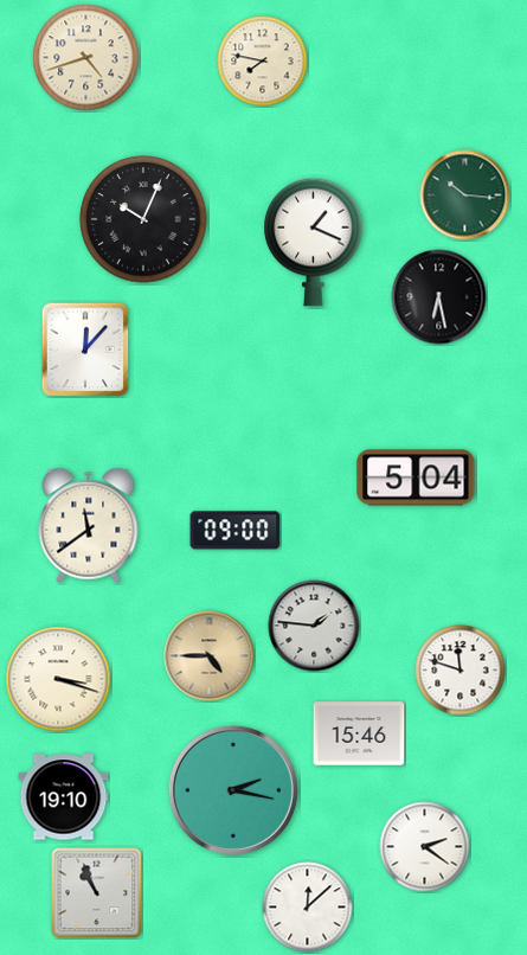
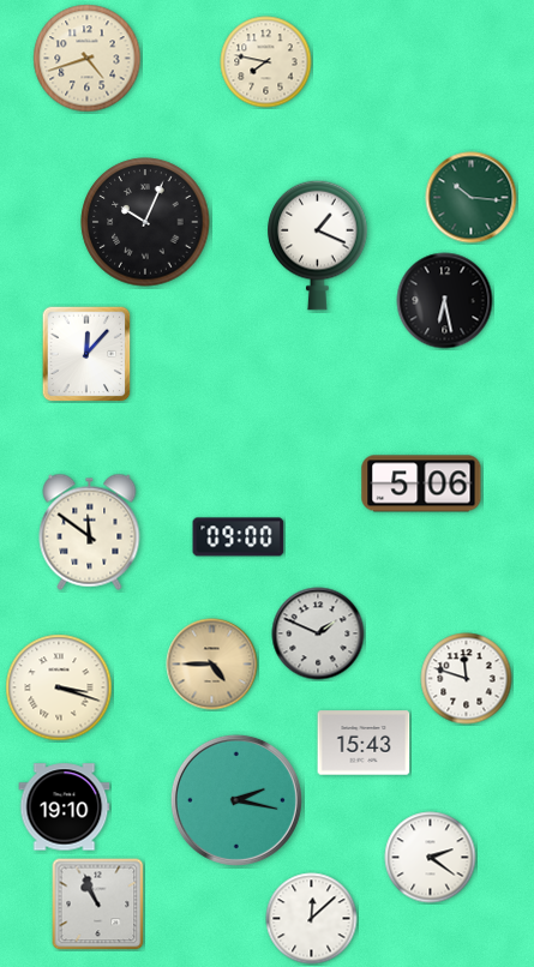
clock at (416, 477): 5:04 -> 5:06
clock at (89, 525): 11:39 -> 11:51
clock at (314, 626): 1:46 -> 1:49
clock at (359, 733): 15:46 -> 15:43
